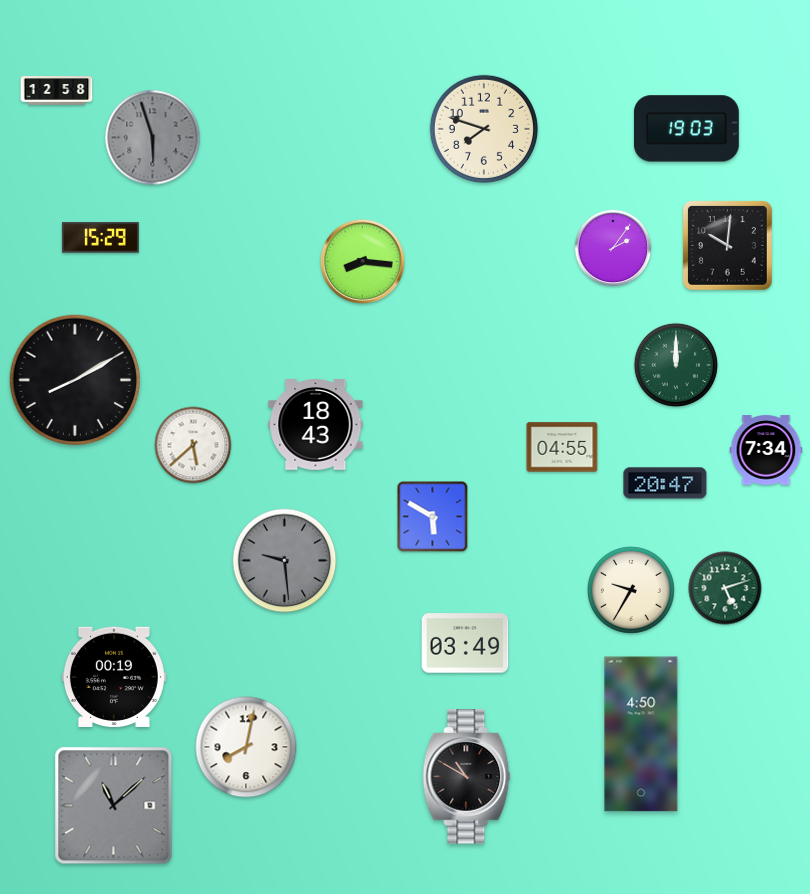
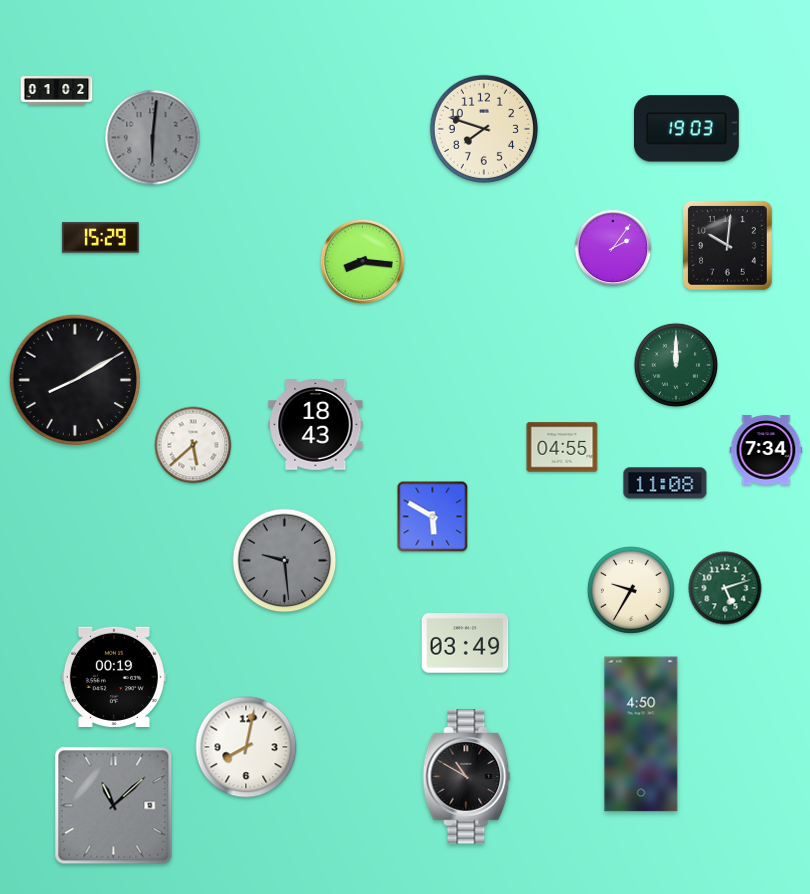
clock at (57, 91): 12:58 -> 01:02
clock at (153, 138): 5:57 -> 6:01
clock at (665, 483): 20:47 -> 11:08
